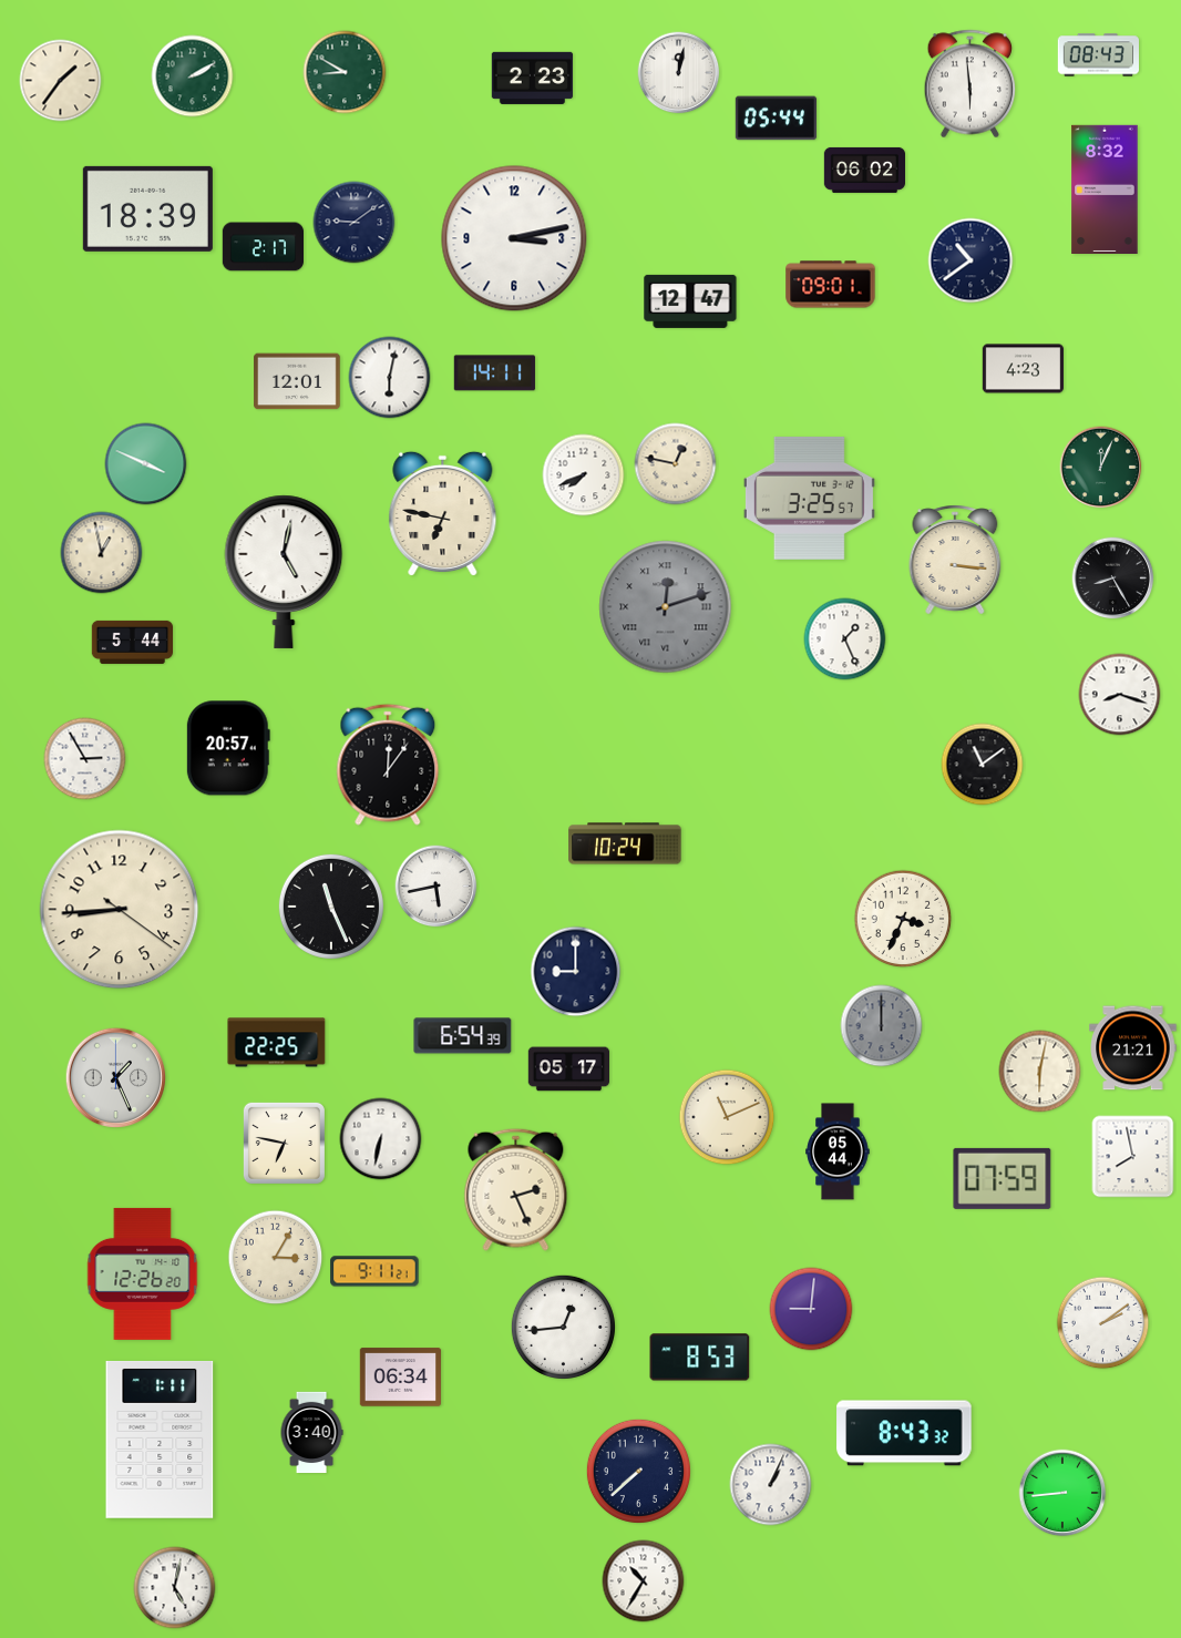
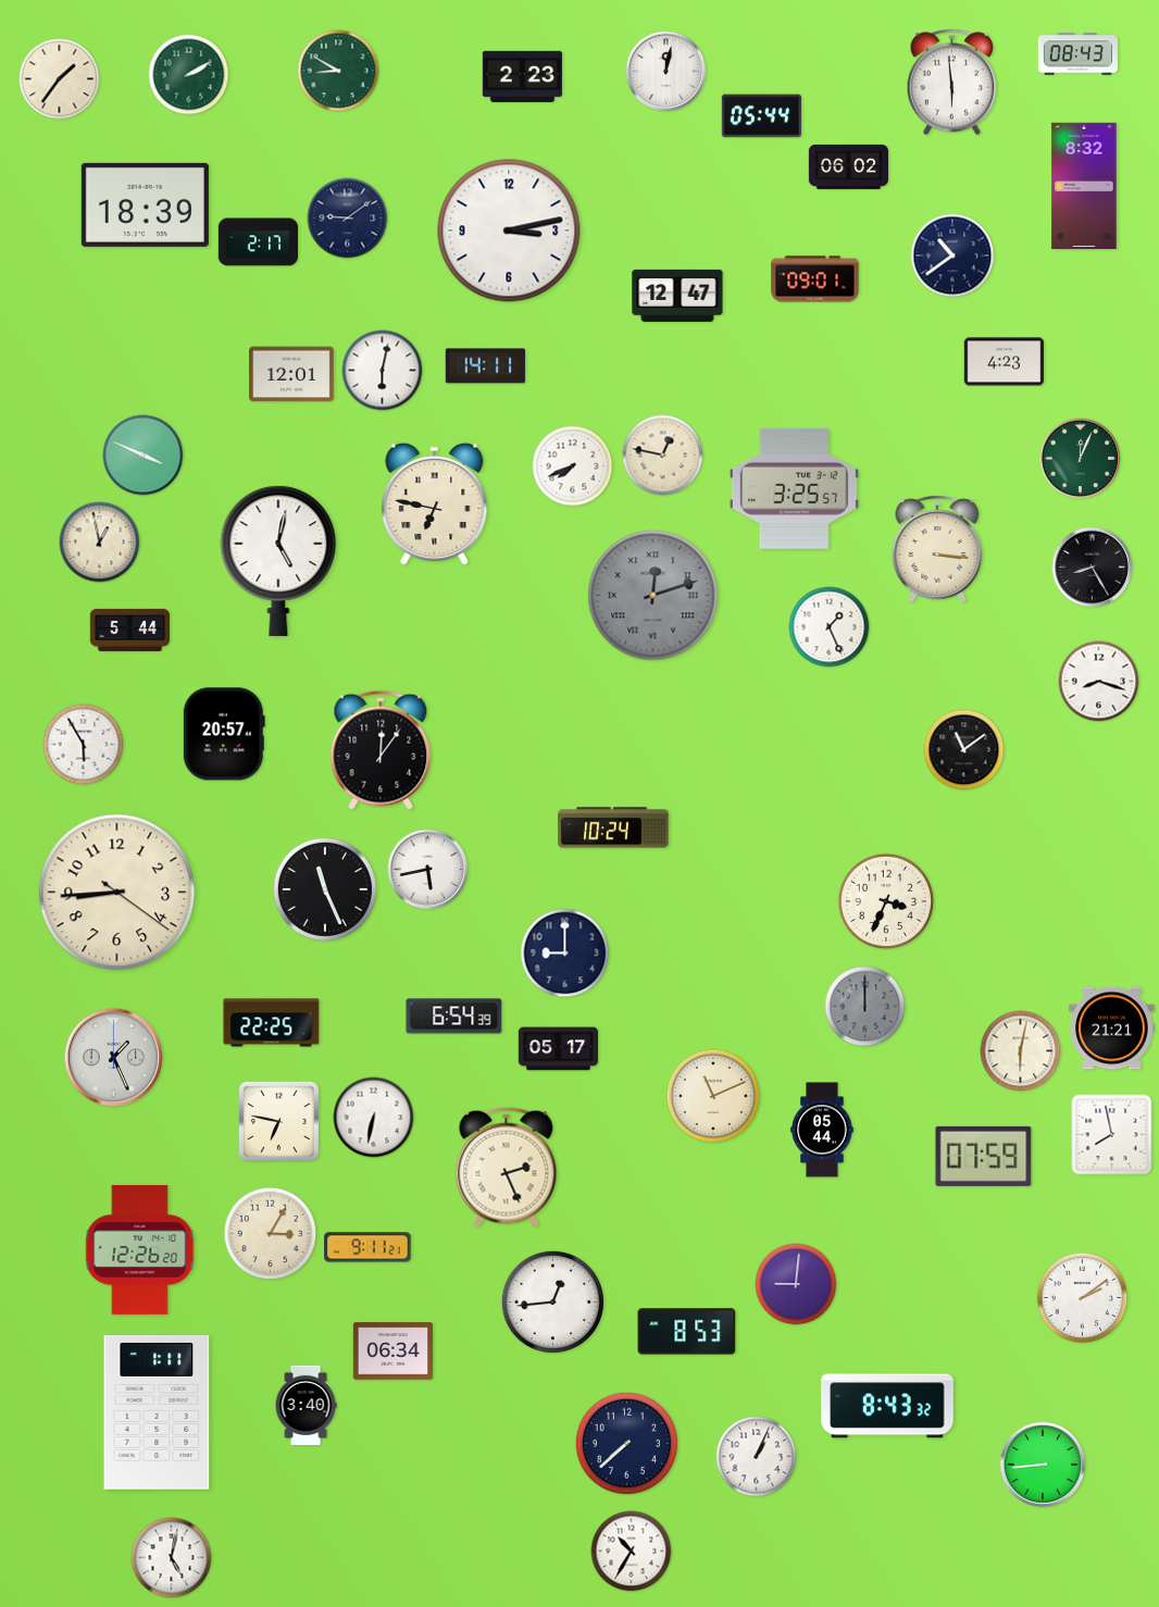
clock at (514, 238) position: (514, 238) -> (509, 231)
clock at (85, 759): 2:55 -> 5:55
